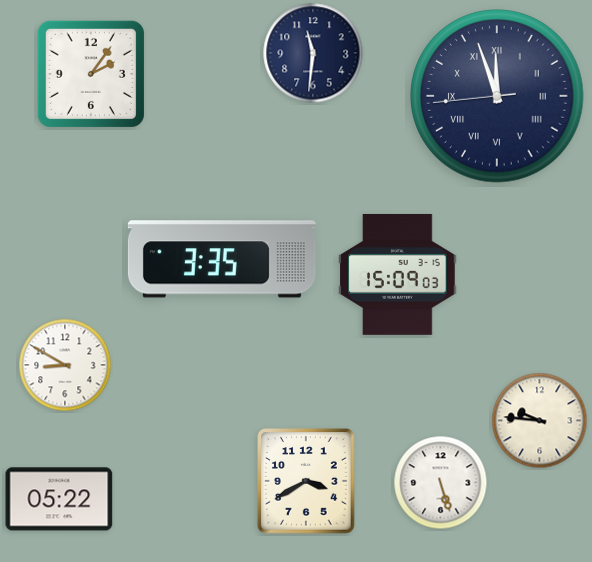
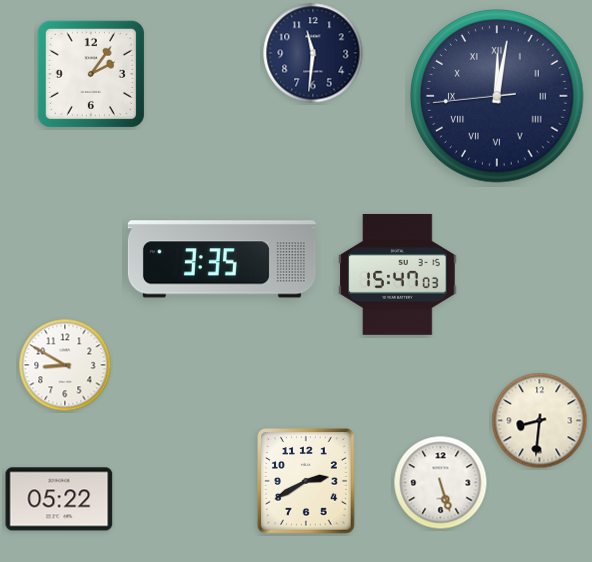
clock at (497, 96): 11:56 -> 12:01
clock at (398, 274): 15:09 -> 15:47
clock at (540, 421): 9:46 -> 8:31
clock at (306, 481): 3:40 -> 2:40
